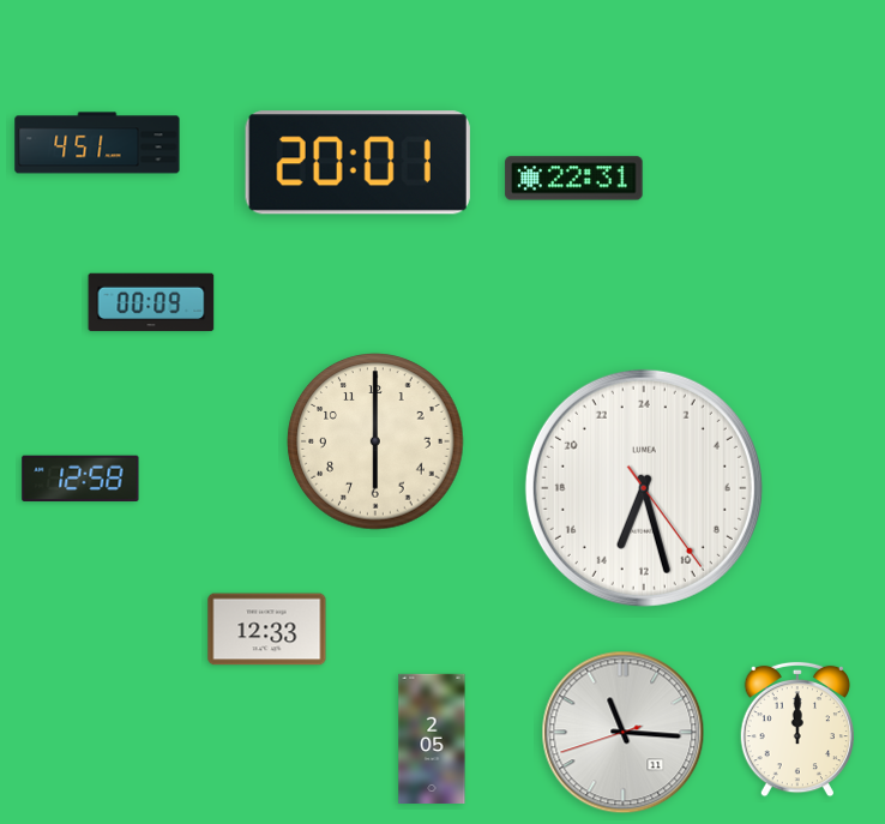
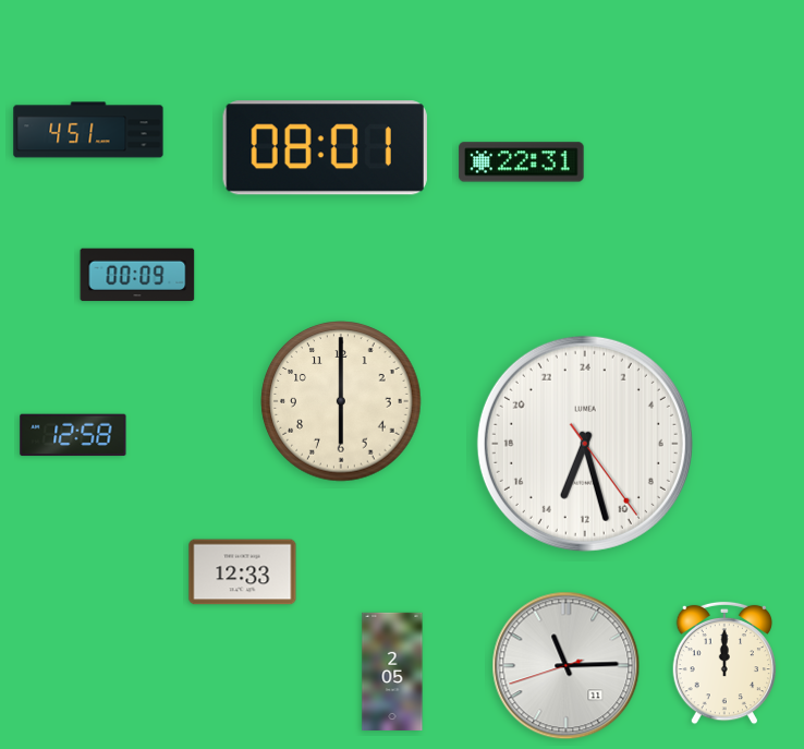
clock at (357, 163): 20:01 -> 08:01
clock at (624, 733): 11:15 -> 11:14
